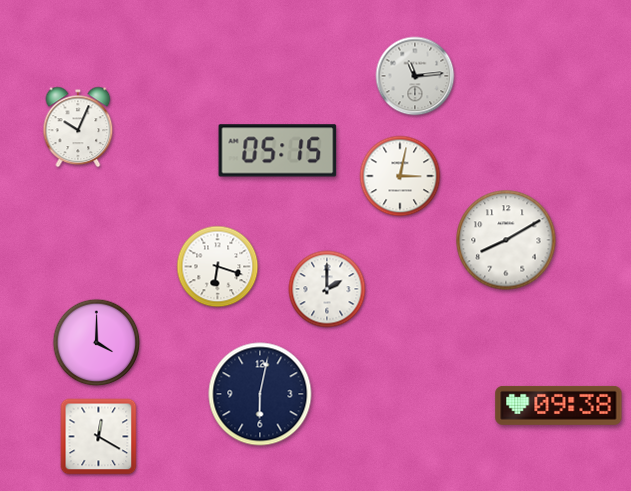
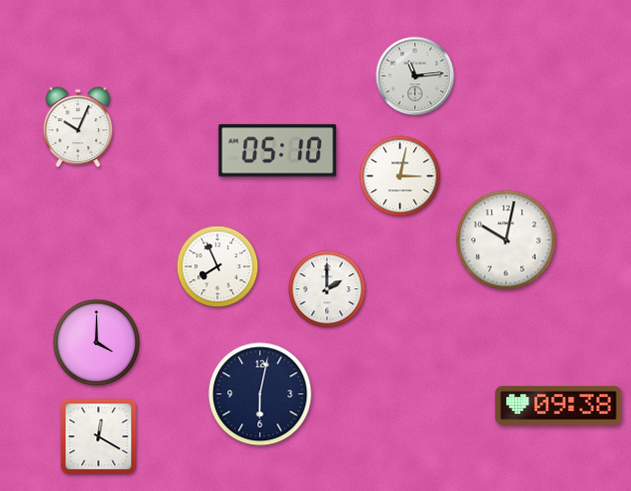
clock at (278, 151): 05:15 -> 05:10
clock at (506, 240): 8:10 -> 10:02
clock at (218, 267): 6:18 -> 7:56
